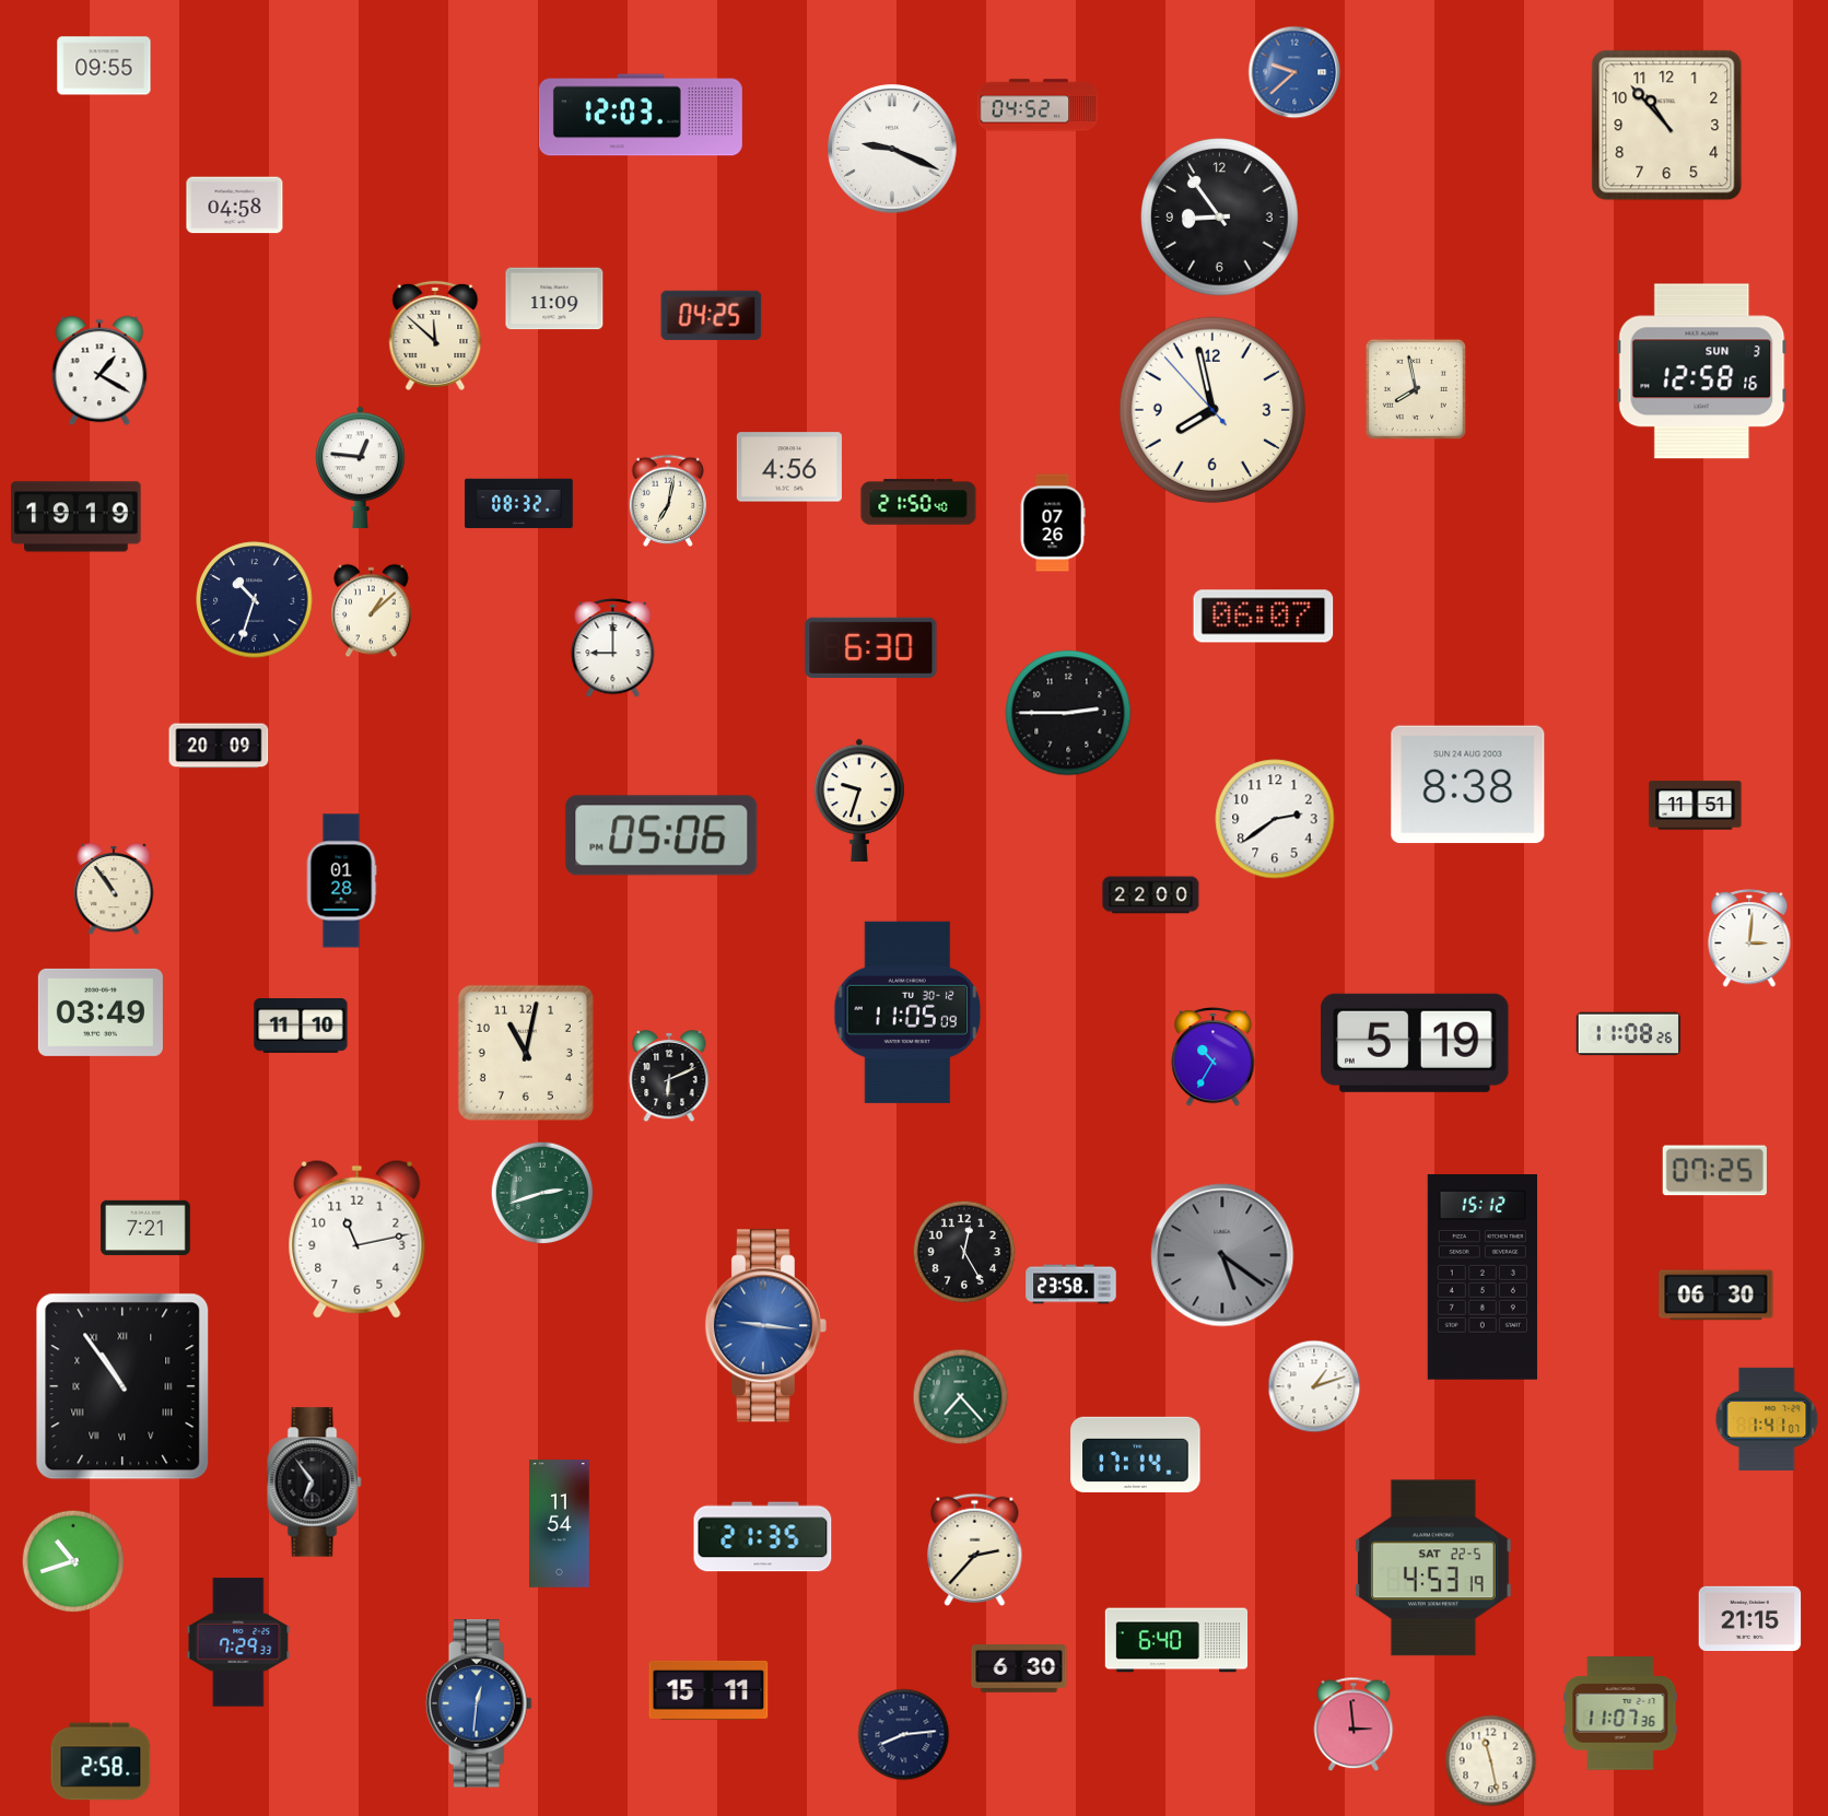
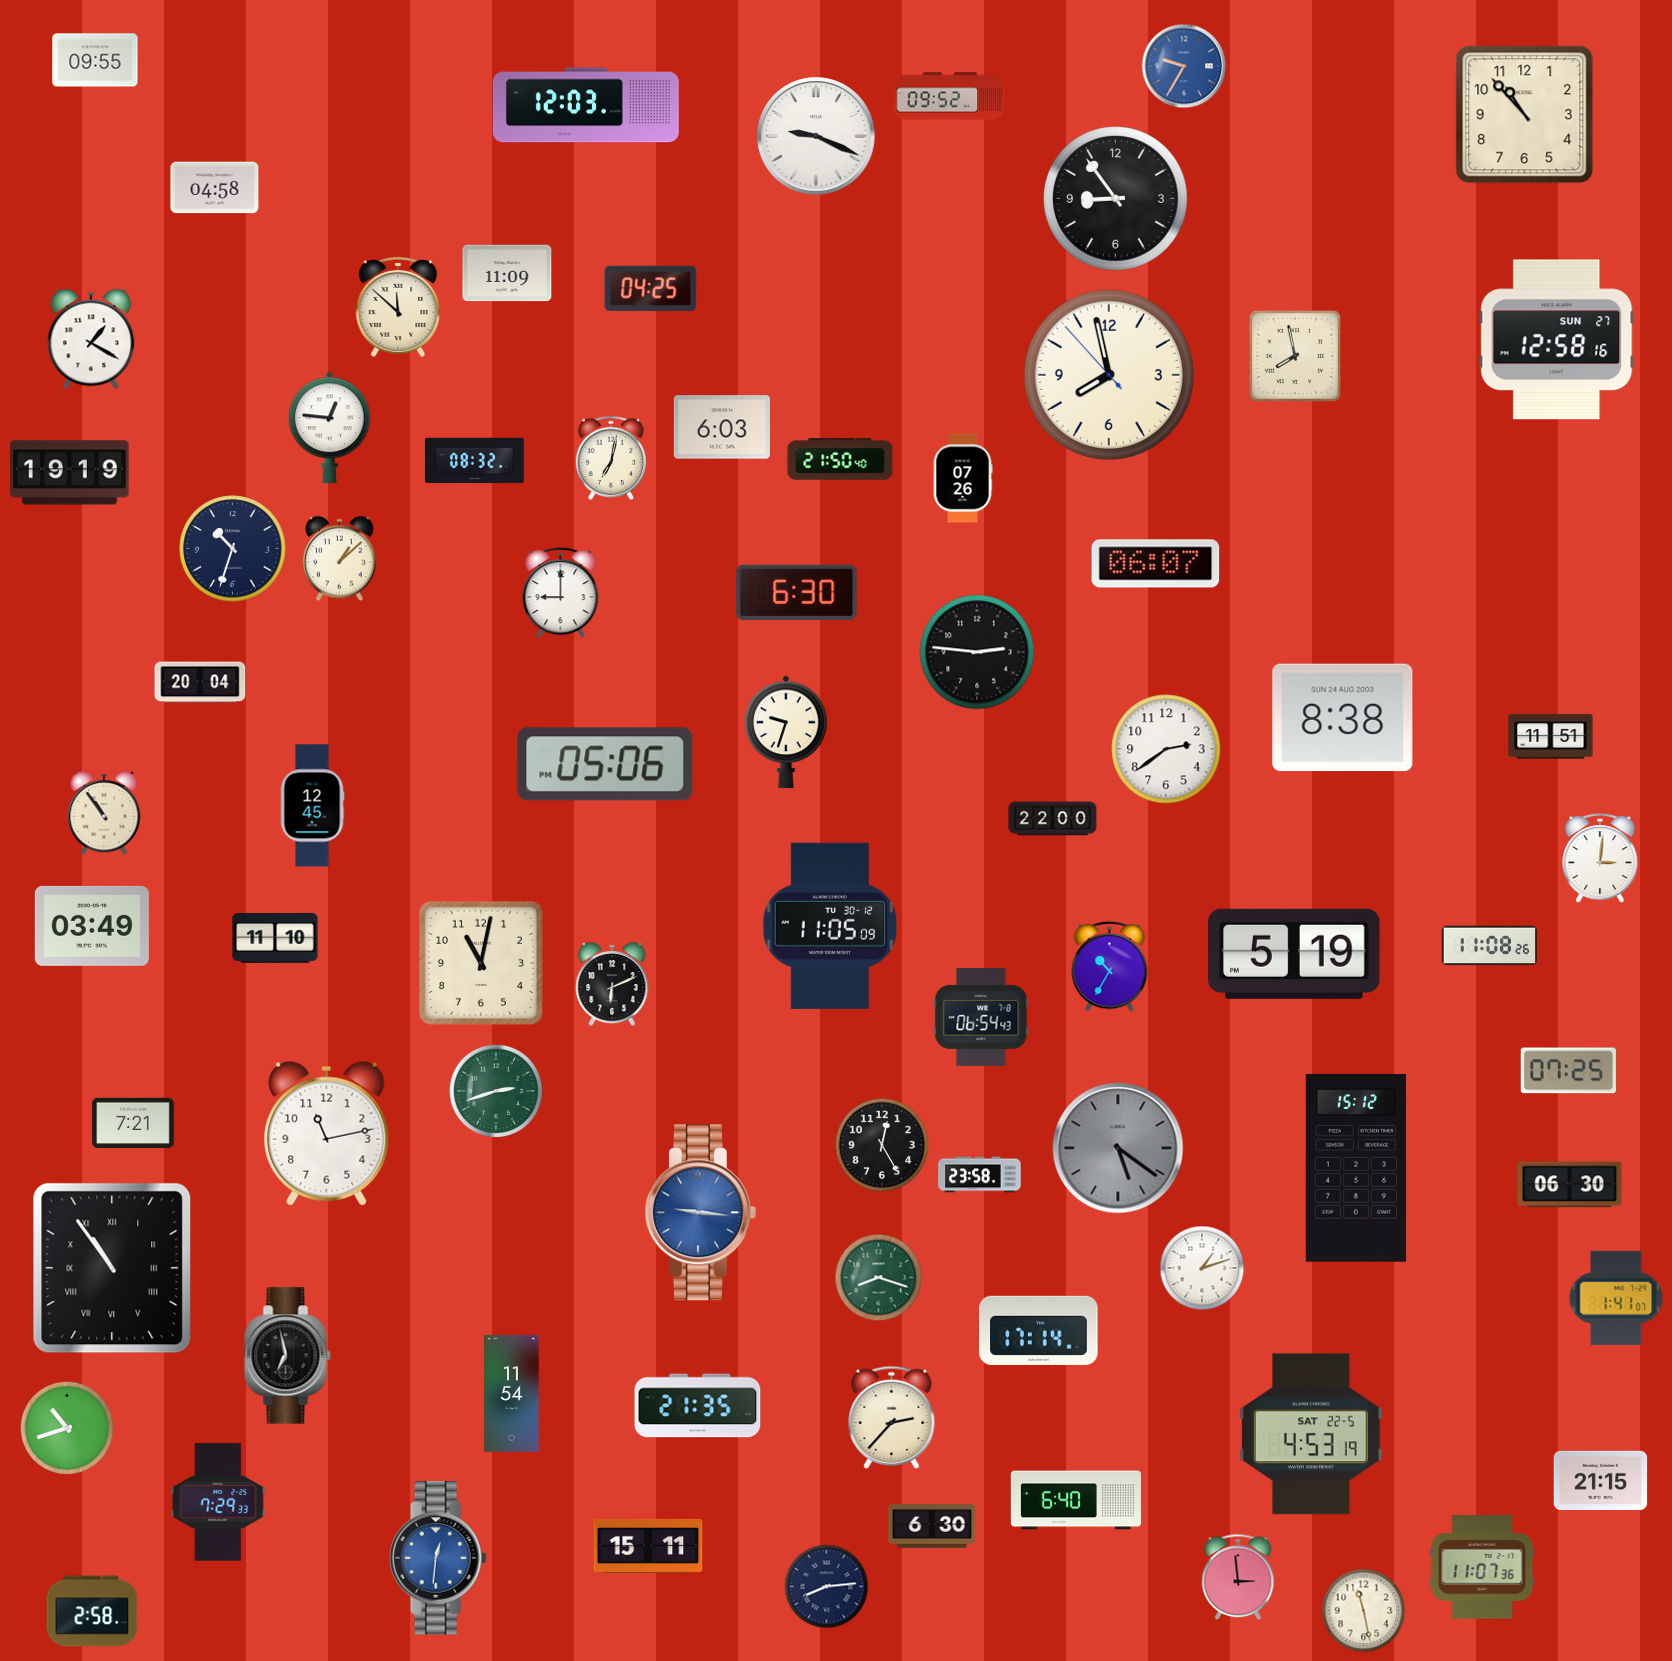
clock at (1294, 72): 9:38 -> 9:35
clock at (1038, 105): 04:52 -> 09:52
clock at (1702, 372) date: SUN 3 -> SUN 27
clock at (789, 467): 4:56 -> 6:03
clock at (1068, 713): 2:45 -> 2:46
clock at (219, 746): 20:09 -> 20:04
clock at (341, 881): 01:28 -> 12:45
clock at (981, 1017): none -> 06:54
clock at (961, 1397): 7:23 -> 8:18
clock at (315, 1483): 6:54 -> 6:58
